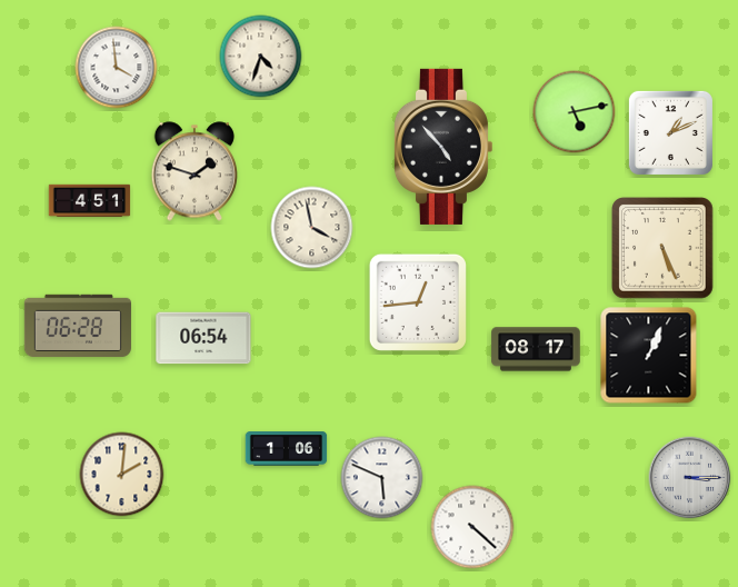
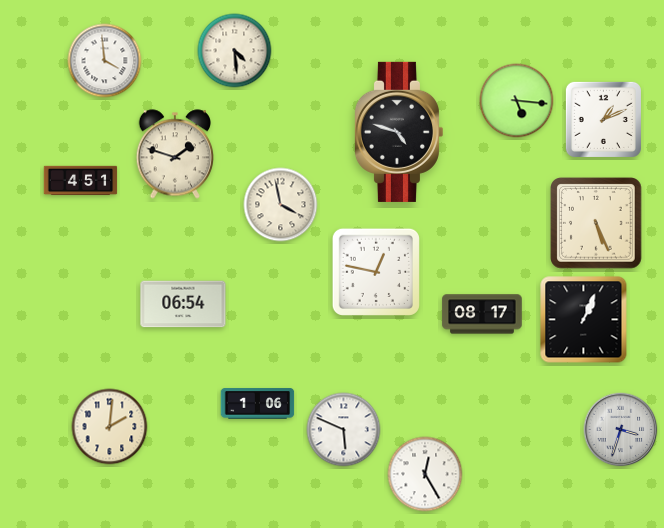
clock at (261, 57): 4:33 -> 4:29
clock at (575, 112): 5:13 -> 5:16
clock at (442, 147): 4:53 -> 4:48
clock at (418, 302): 12:44 -> 12:47
clock at (77, 326): 06:28 -> none
clock at (690, 478): 3:15 -> 3:33
clock at (472, 527): 4:22 -> 12:25
